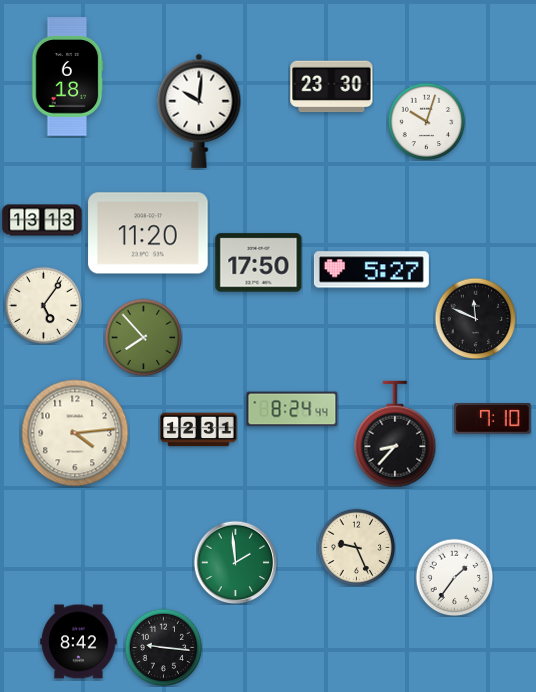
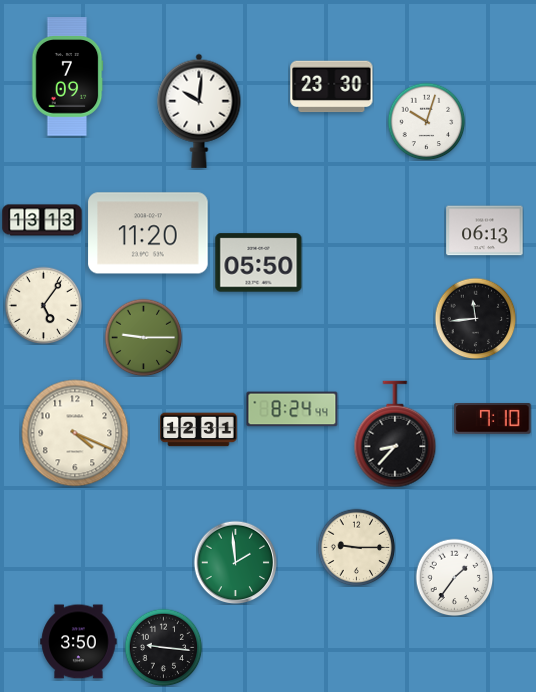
clock at (67, 77): 6:18 -> 7:09
clock at (485, 231): none -> 06:13
clock at (259, 263): 17:50 -> 05:50
clock at (371, 270): 5:27 -> none
clock at (475, 318): 11:49 -> 11:44
clock at (143, 337): 7:53 -> 9:15
clock at (75, 433): 4:14 -> 4:19
clock at (356, 547): 9:26 -> 9:15
clock at (79, 642): 8:42 -> 3:50
